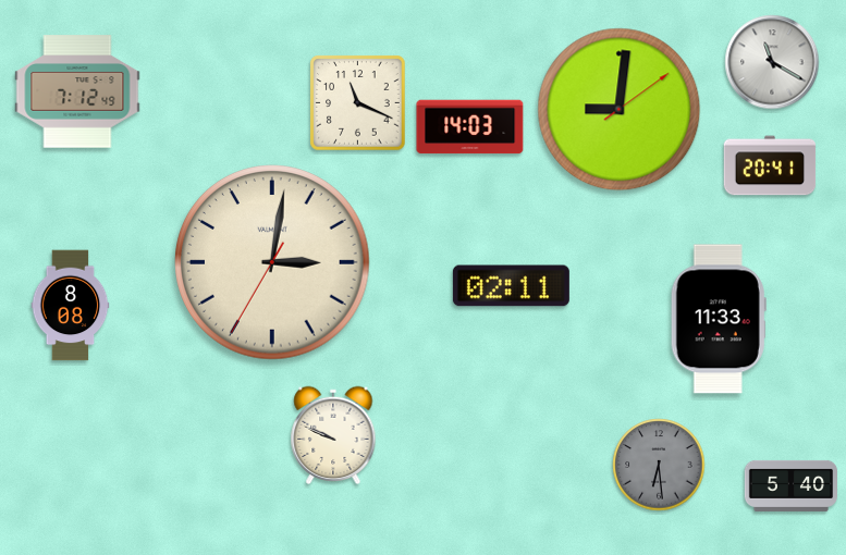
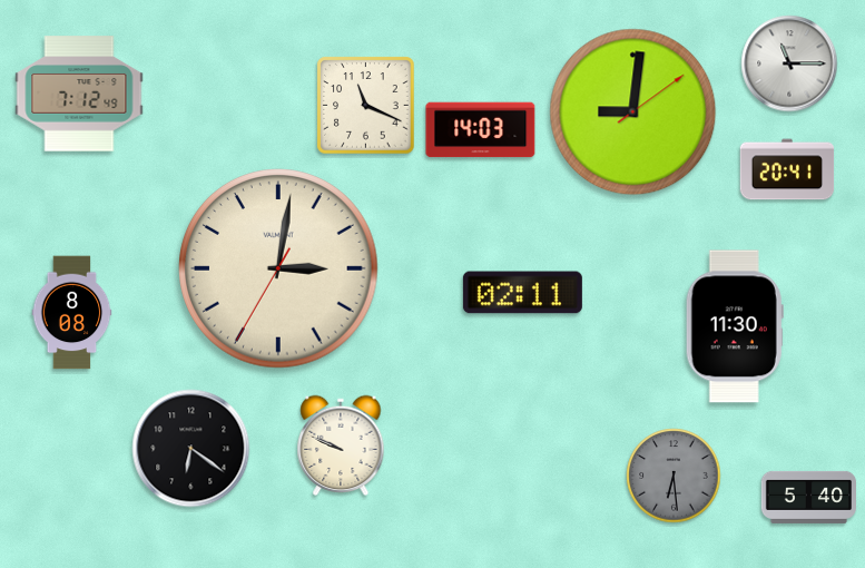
clock at (772, 62): 11:20 -> 11:15
clock at (719, 319): 11:33 -> 11:30
clock at (191, 449): none -> 6:21
